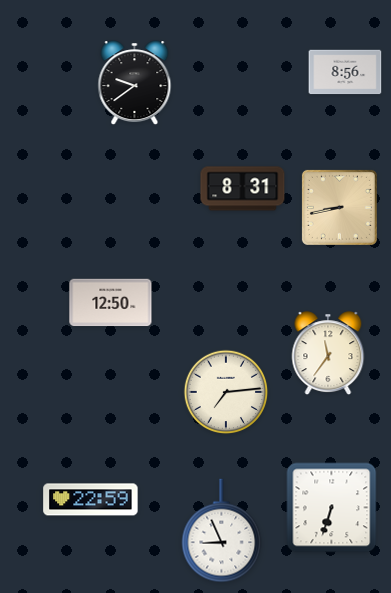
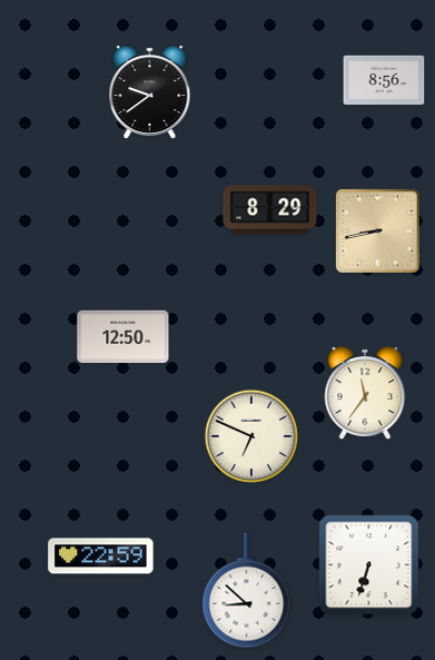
clock at (243, 189): 8:31 -> 8:29
clock at (226, 392): 7:14 -> 6:49
clock at (222, 531): 8:56 -> 8:52
